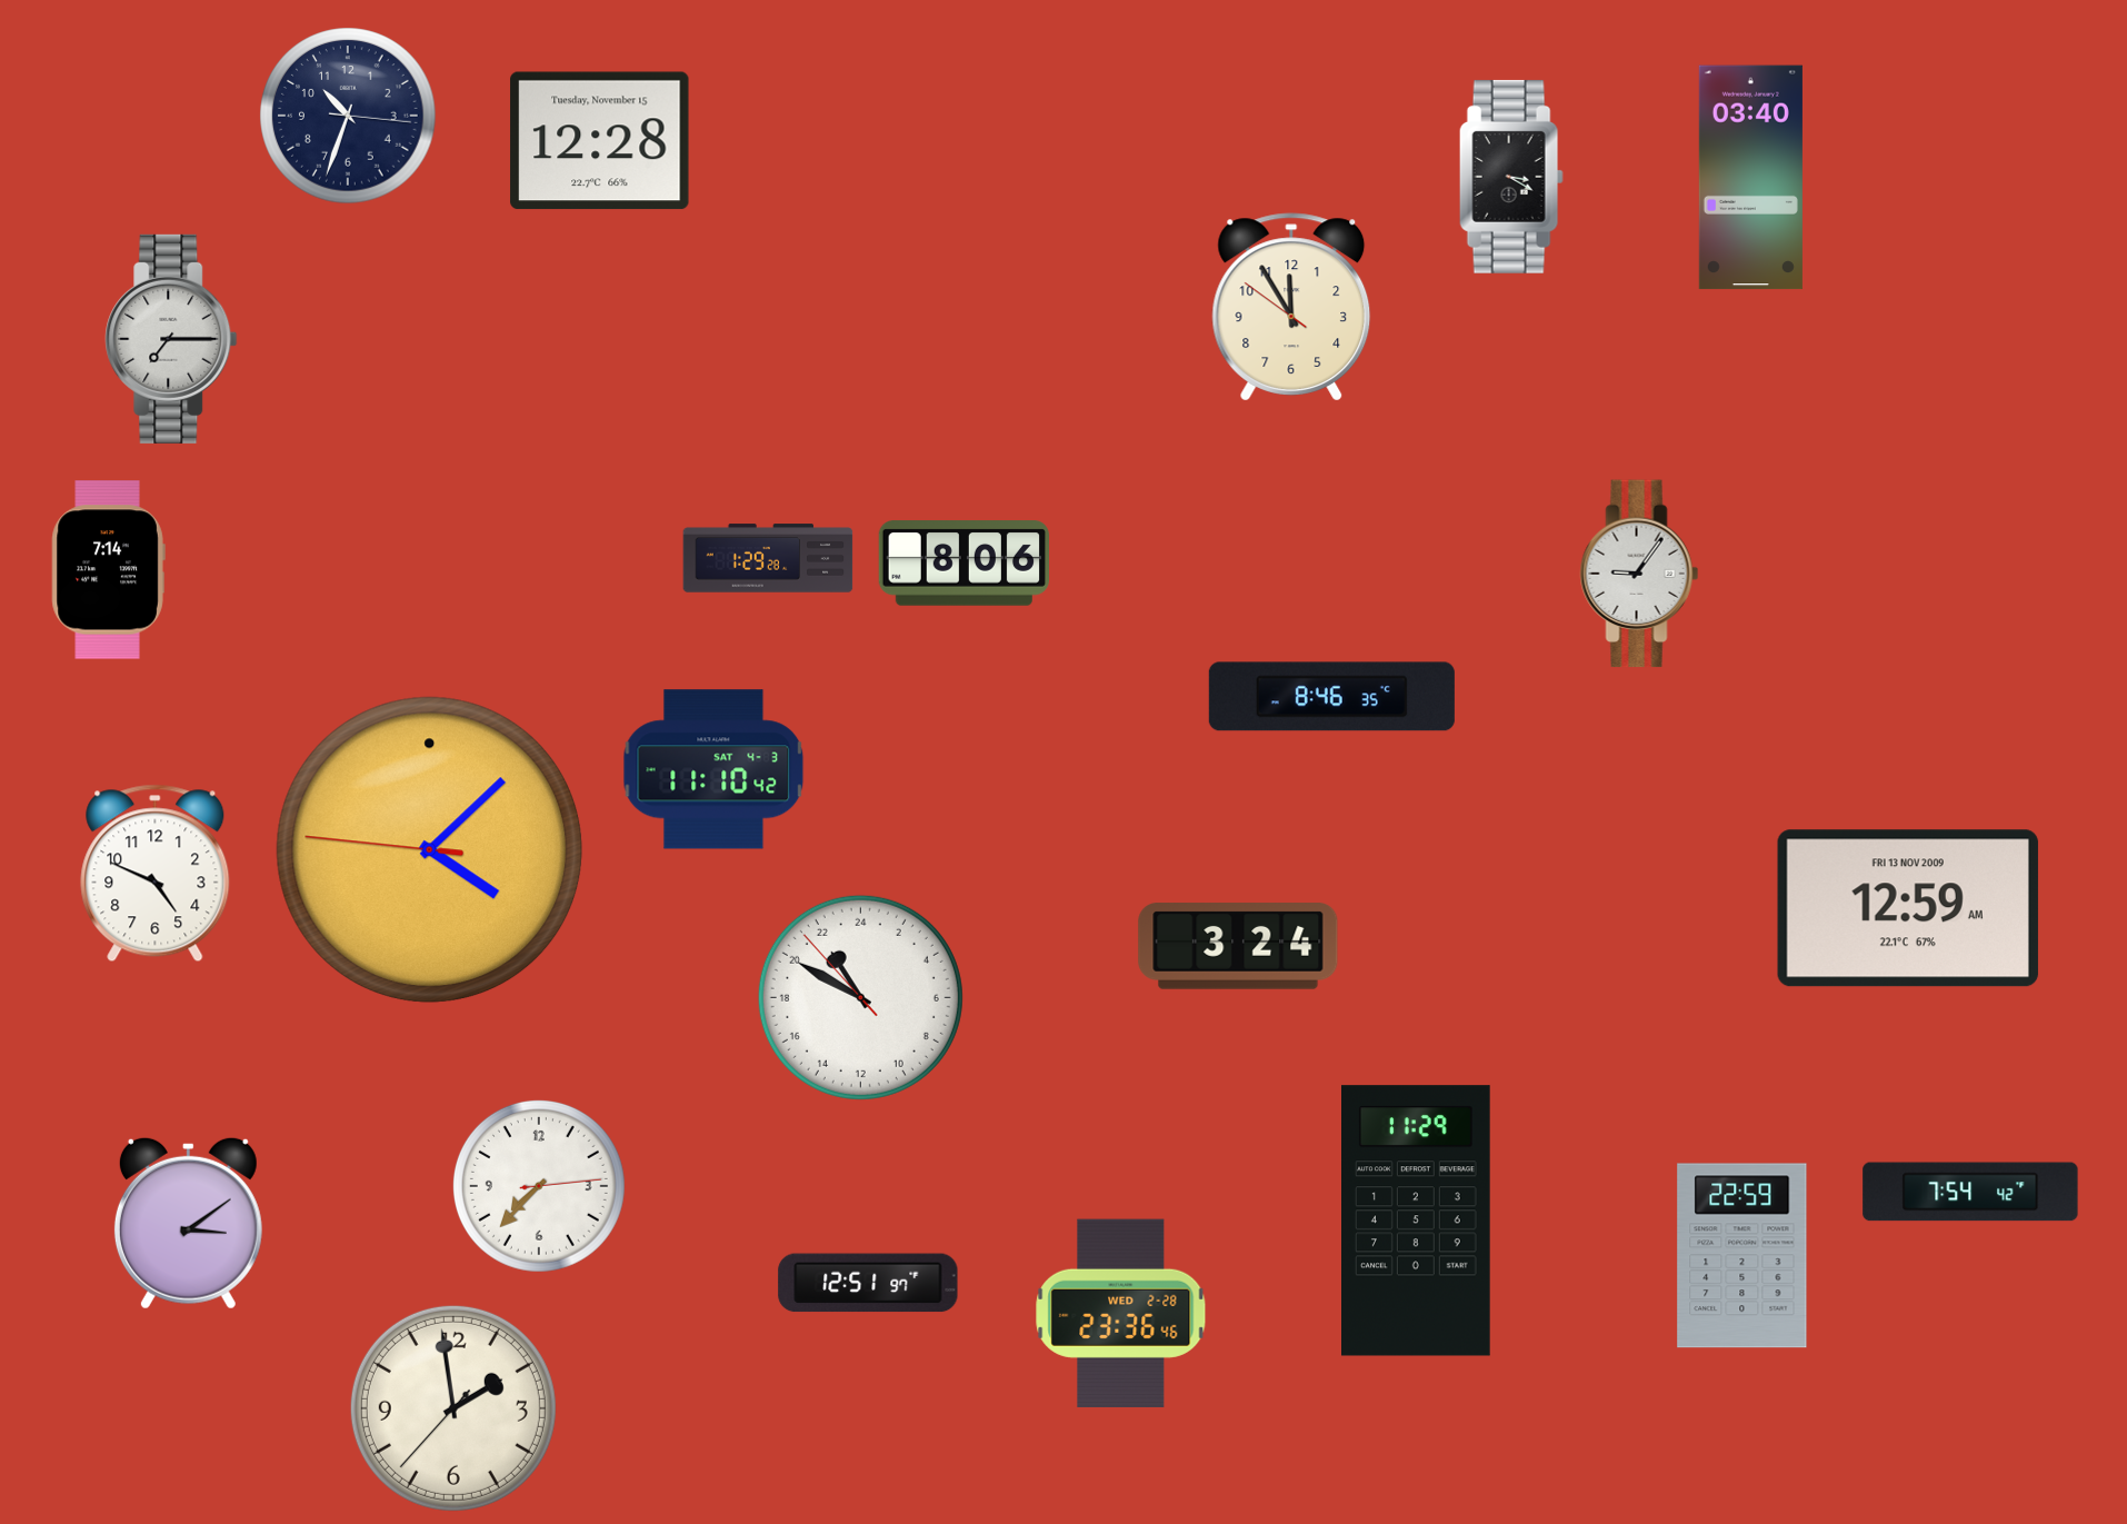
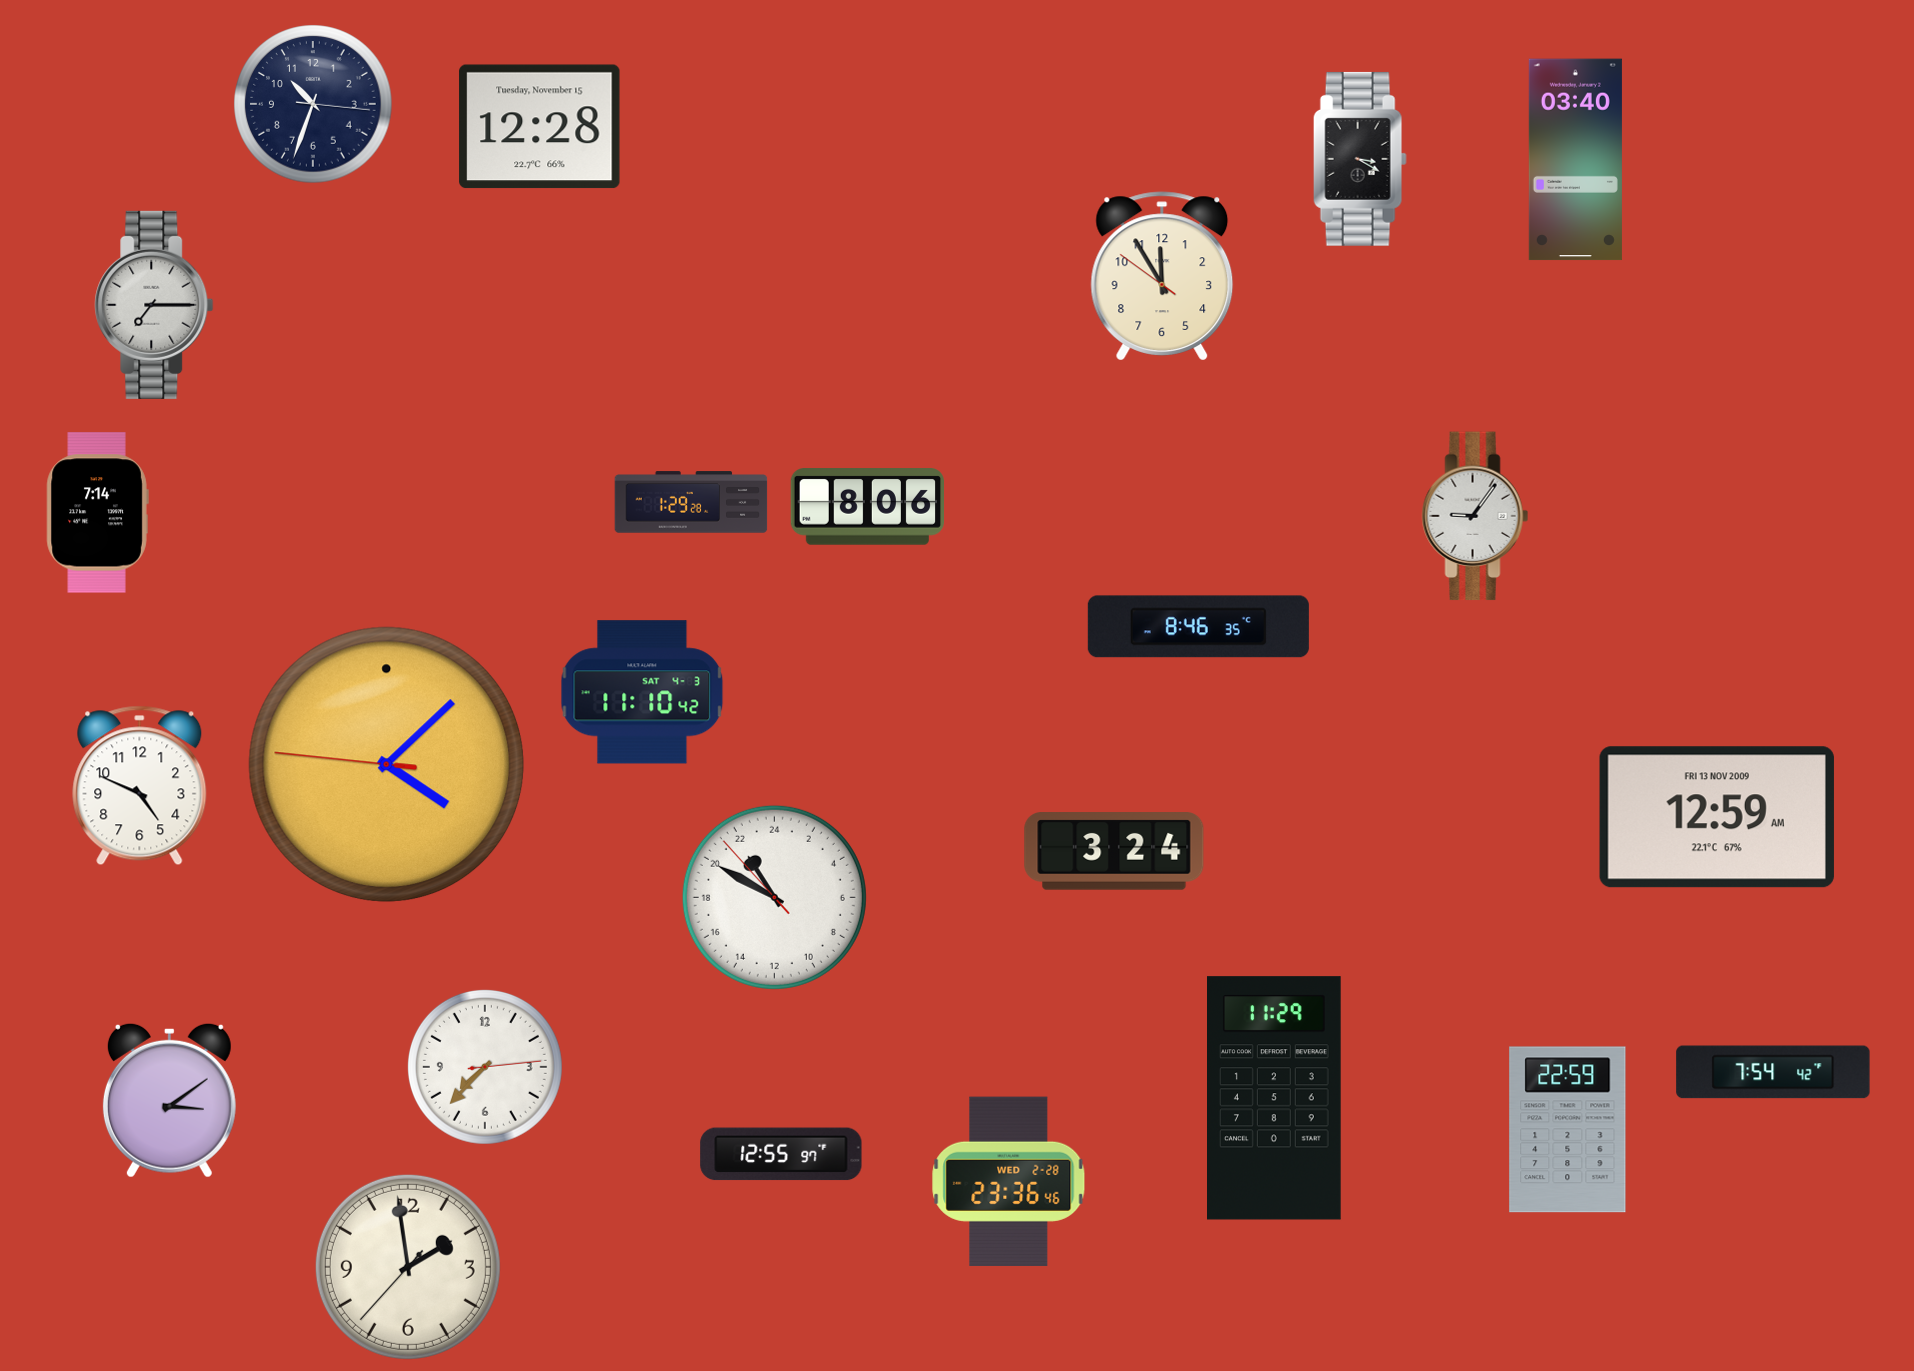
clock at (868, 1283): 12:51 -> 12:55
